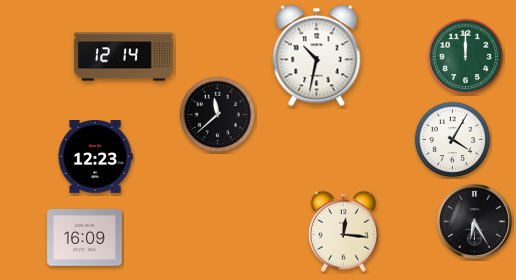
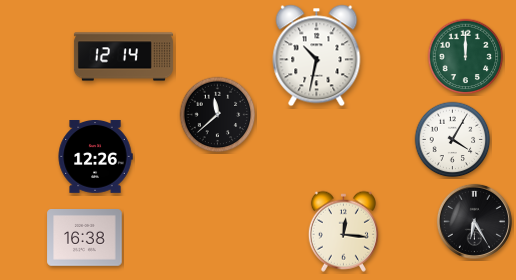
clock at (95, 157): 12:23 -> 12:26
clock at (85, 238): 16:09 -> 16:38
